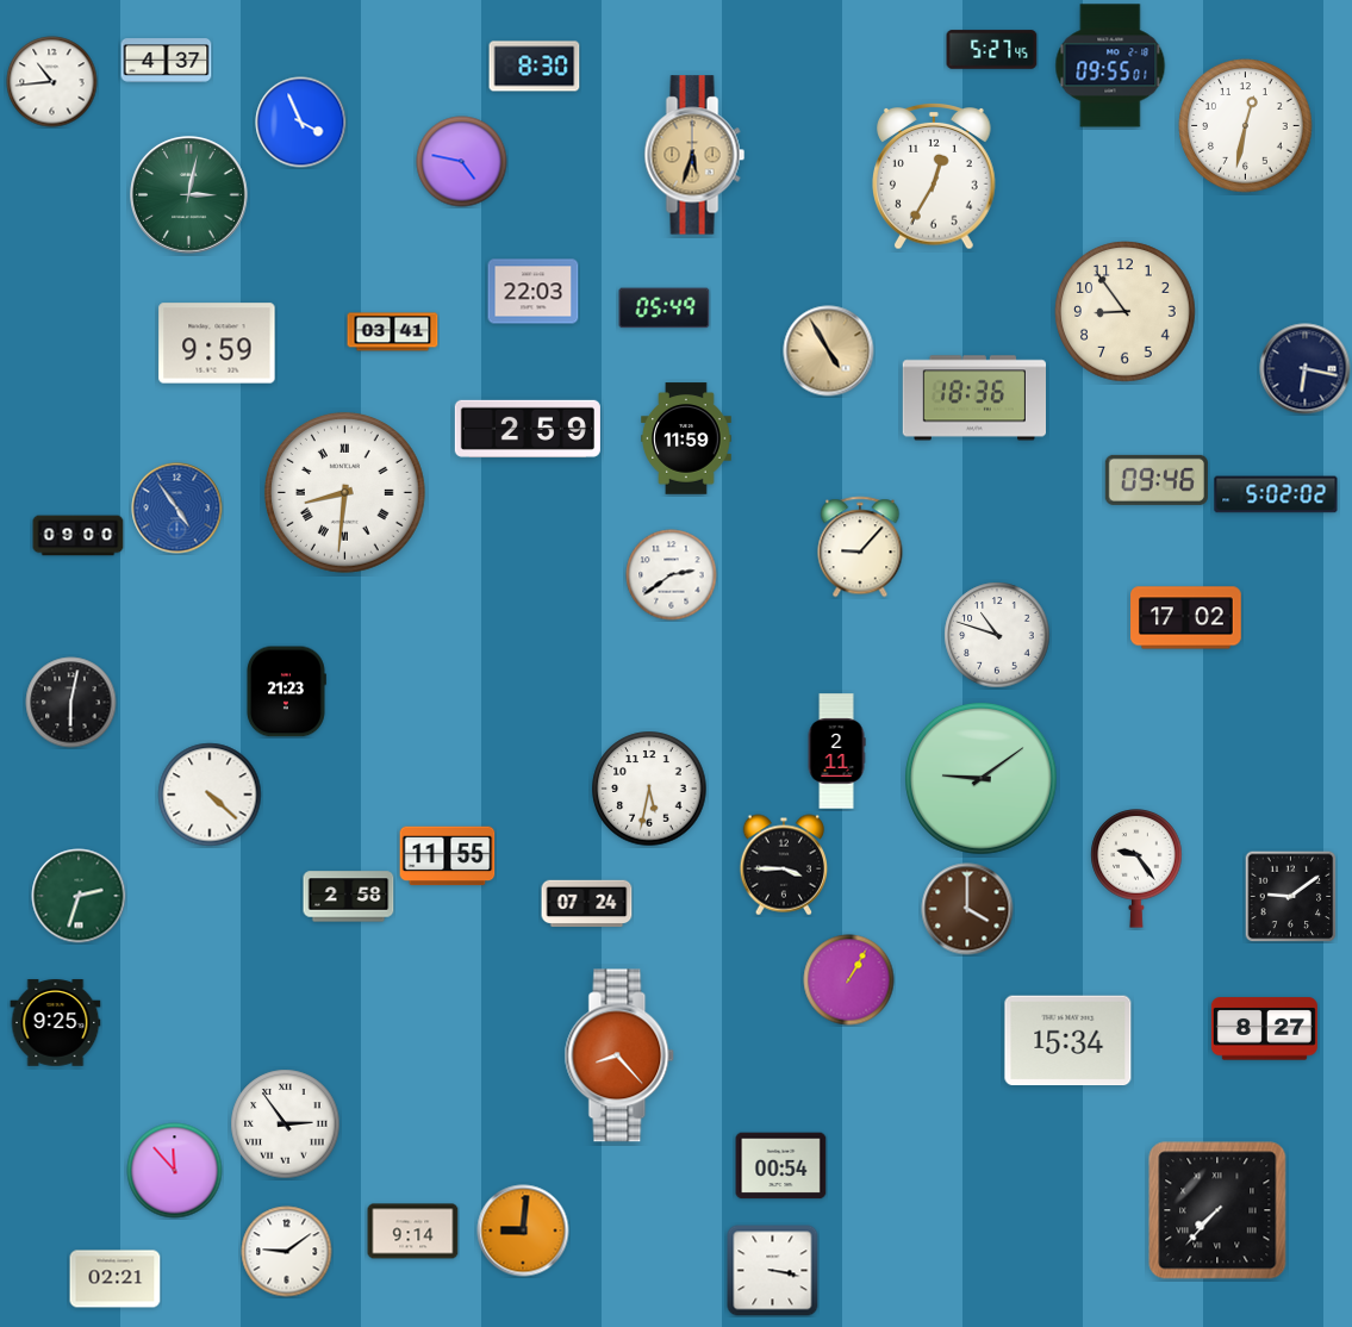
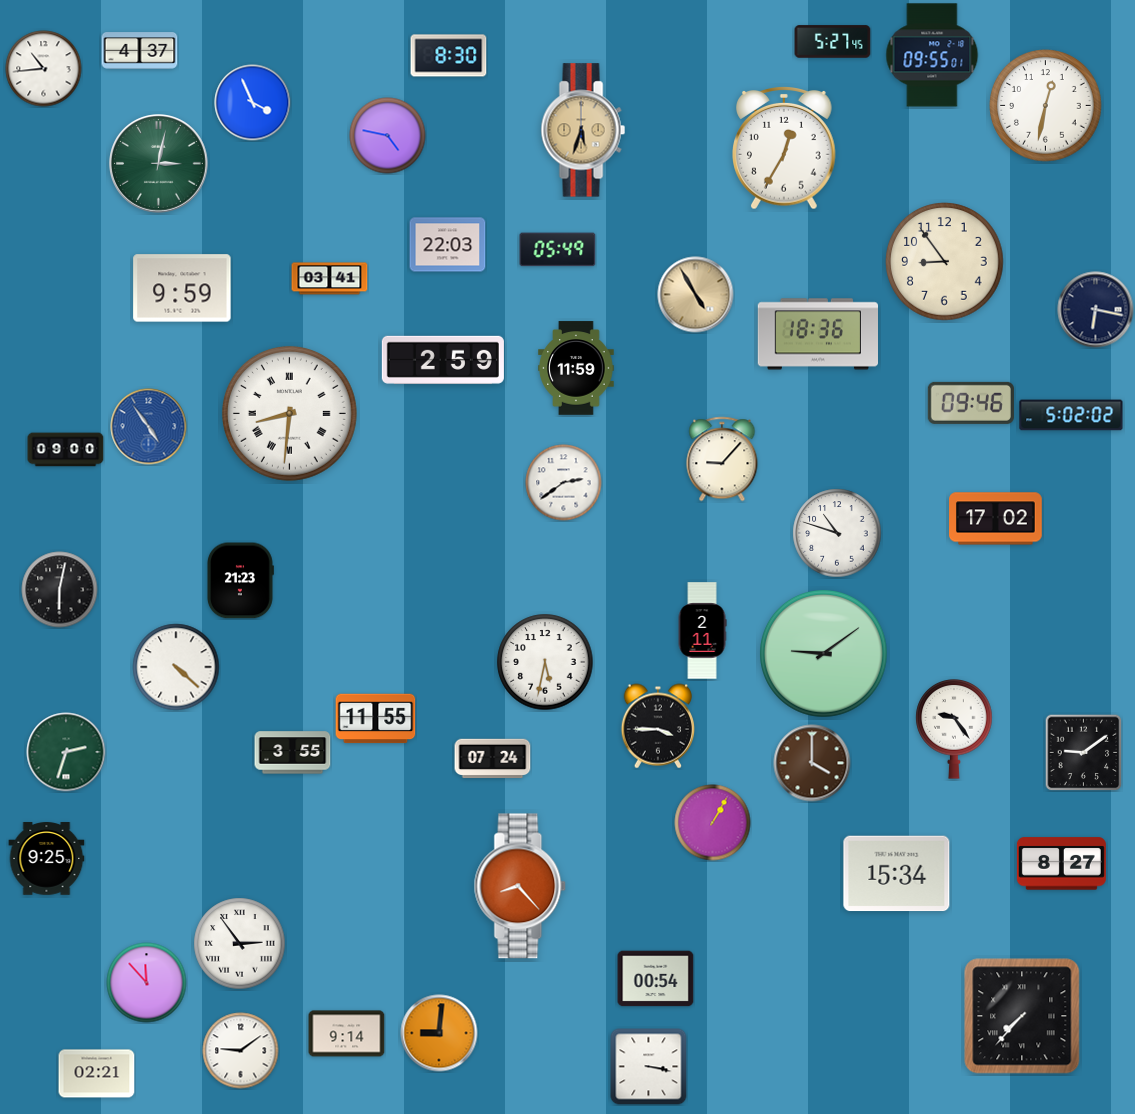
clock at (665, 309) position: (665, 309) -> (558, 250)
clock at (349, 897): 2:58 -> 3:55
